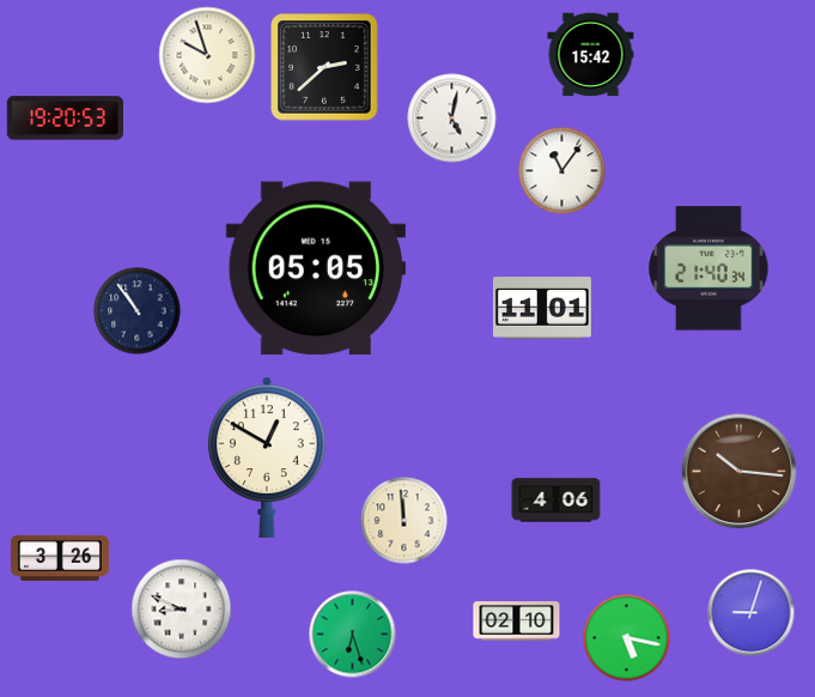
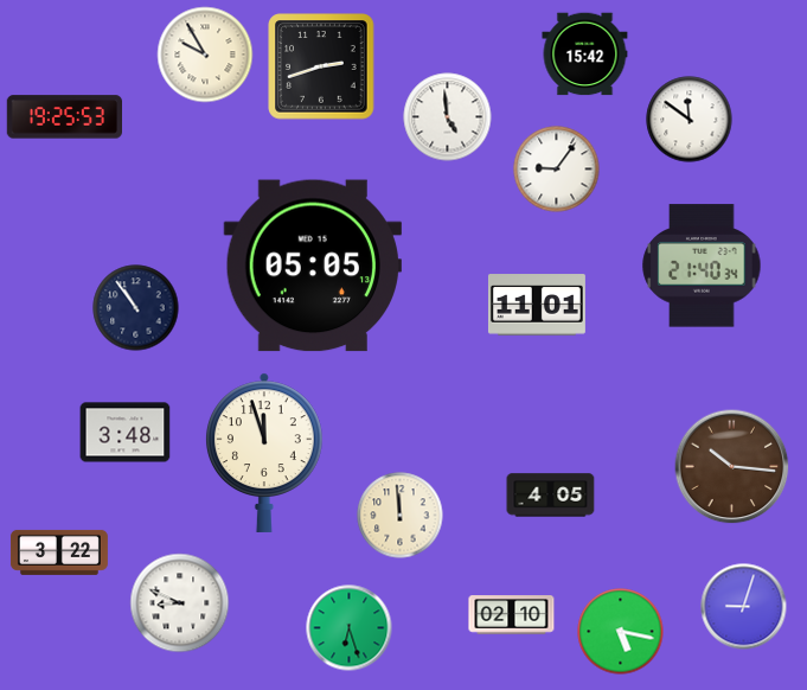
clock at (207, 55): 9:57 -> 9:55
clock at (324, 67): 2:38 -> 2:42
clock at (65, 119): 19:20 -> 19:25
clock at (452, 119): 5:02 -> 4:59
clock at (690, 120): none -> 11:51
clock at (562, 171): 11:06 -> 9:06
clock at (126, 433): none -> 3:48
clock at (267, 457): 12:50 -> 11:57
clock at (556, 501): 4:06 -> 4:05
clock at (60, 558): 3:26 -> 3:22
